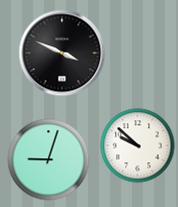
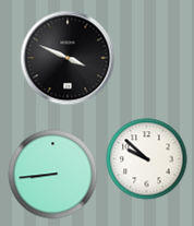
clock at (138, 146) position: (138, 146) -> (147, 159)
clock at (49, 160): 9:03 -> 8:44
